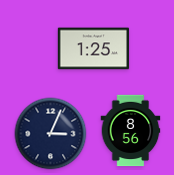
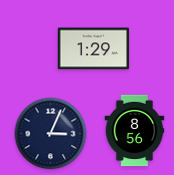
clock at (94, 49): 1:25 -> 1:29
clock at (131, 131) position: (131, 131) -> (135, 131)
